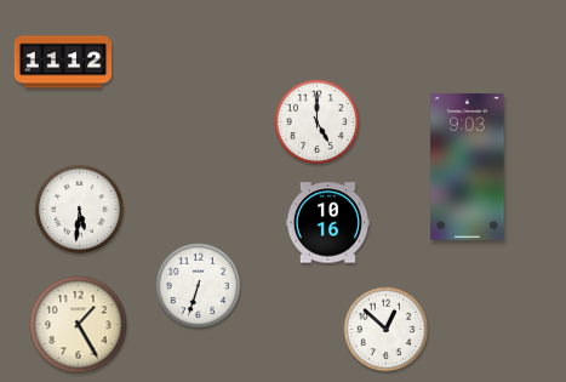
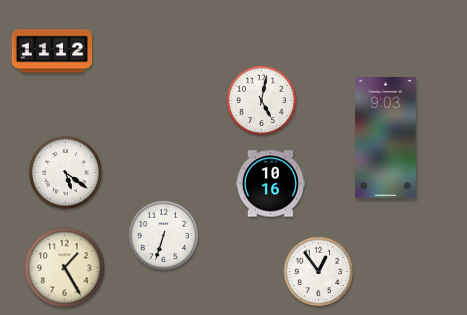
clock at (318, 122): 5:00 -> 5:02
clock at (79, 209): 5:31 -> 5:21
clock at (387, 330): 12:52 -> 12:54
